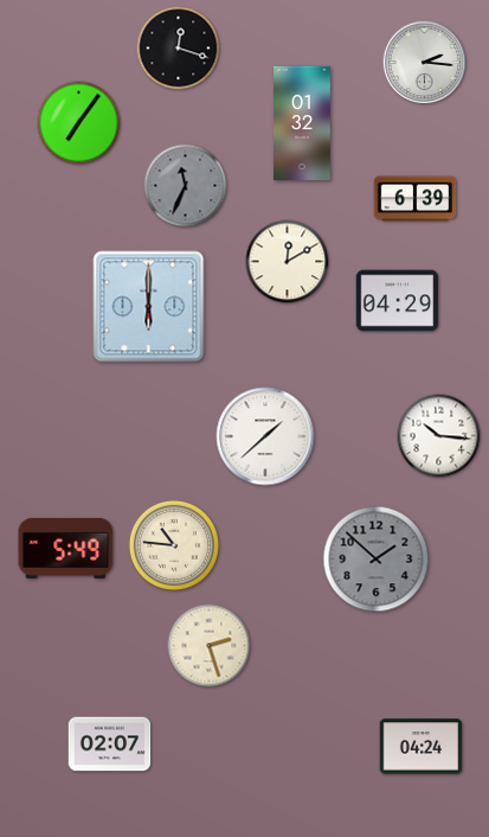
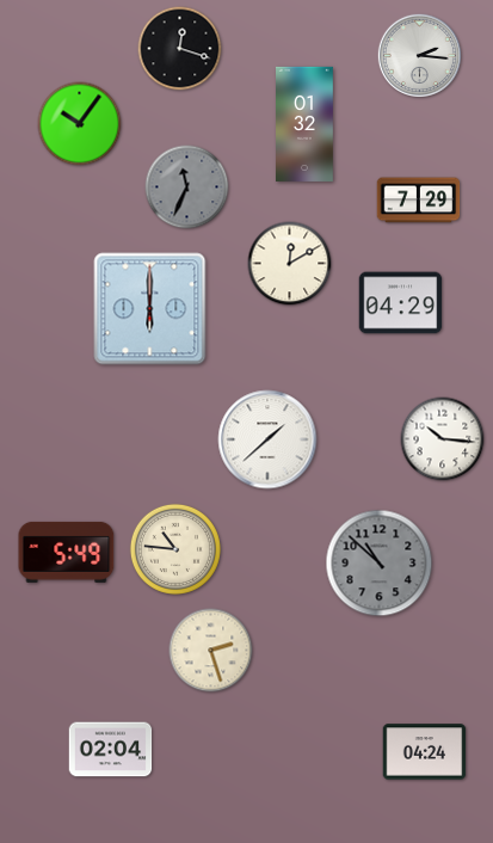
clock at (424, 62) position: (424, 62) -> (419, 55)
clock at (79, 123): 7:06 -> 10:06
clock at (416, 199): 6:39 -> 7:29
clock at (377, 560): 1:52 -> 10:52
clock at (110, 745): 02:07 -> 02:04
